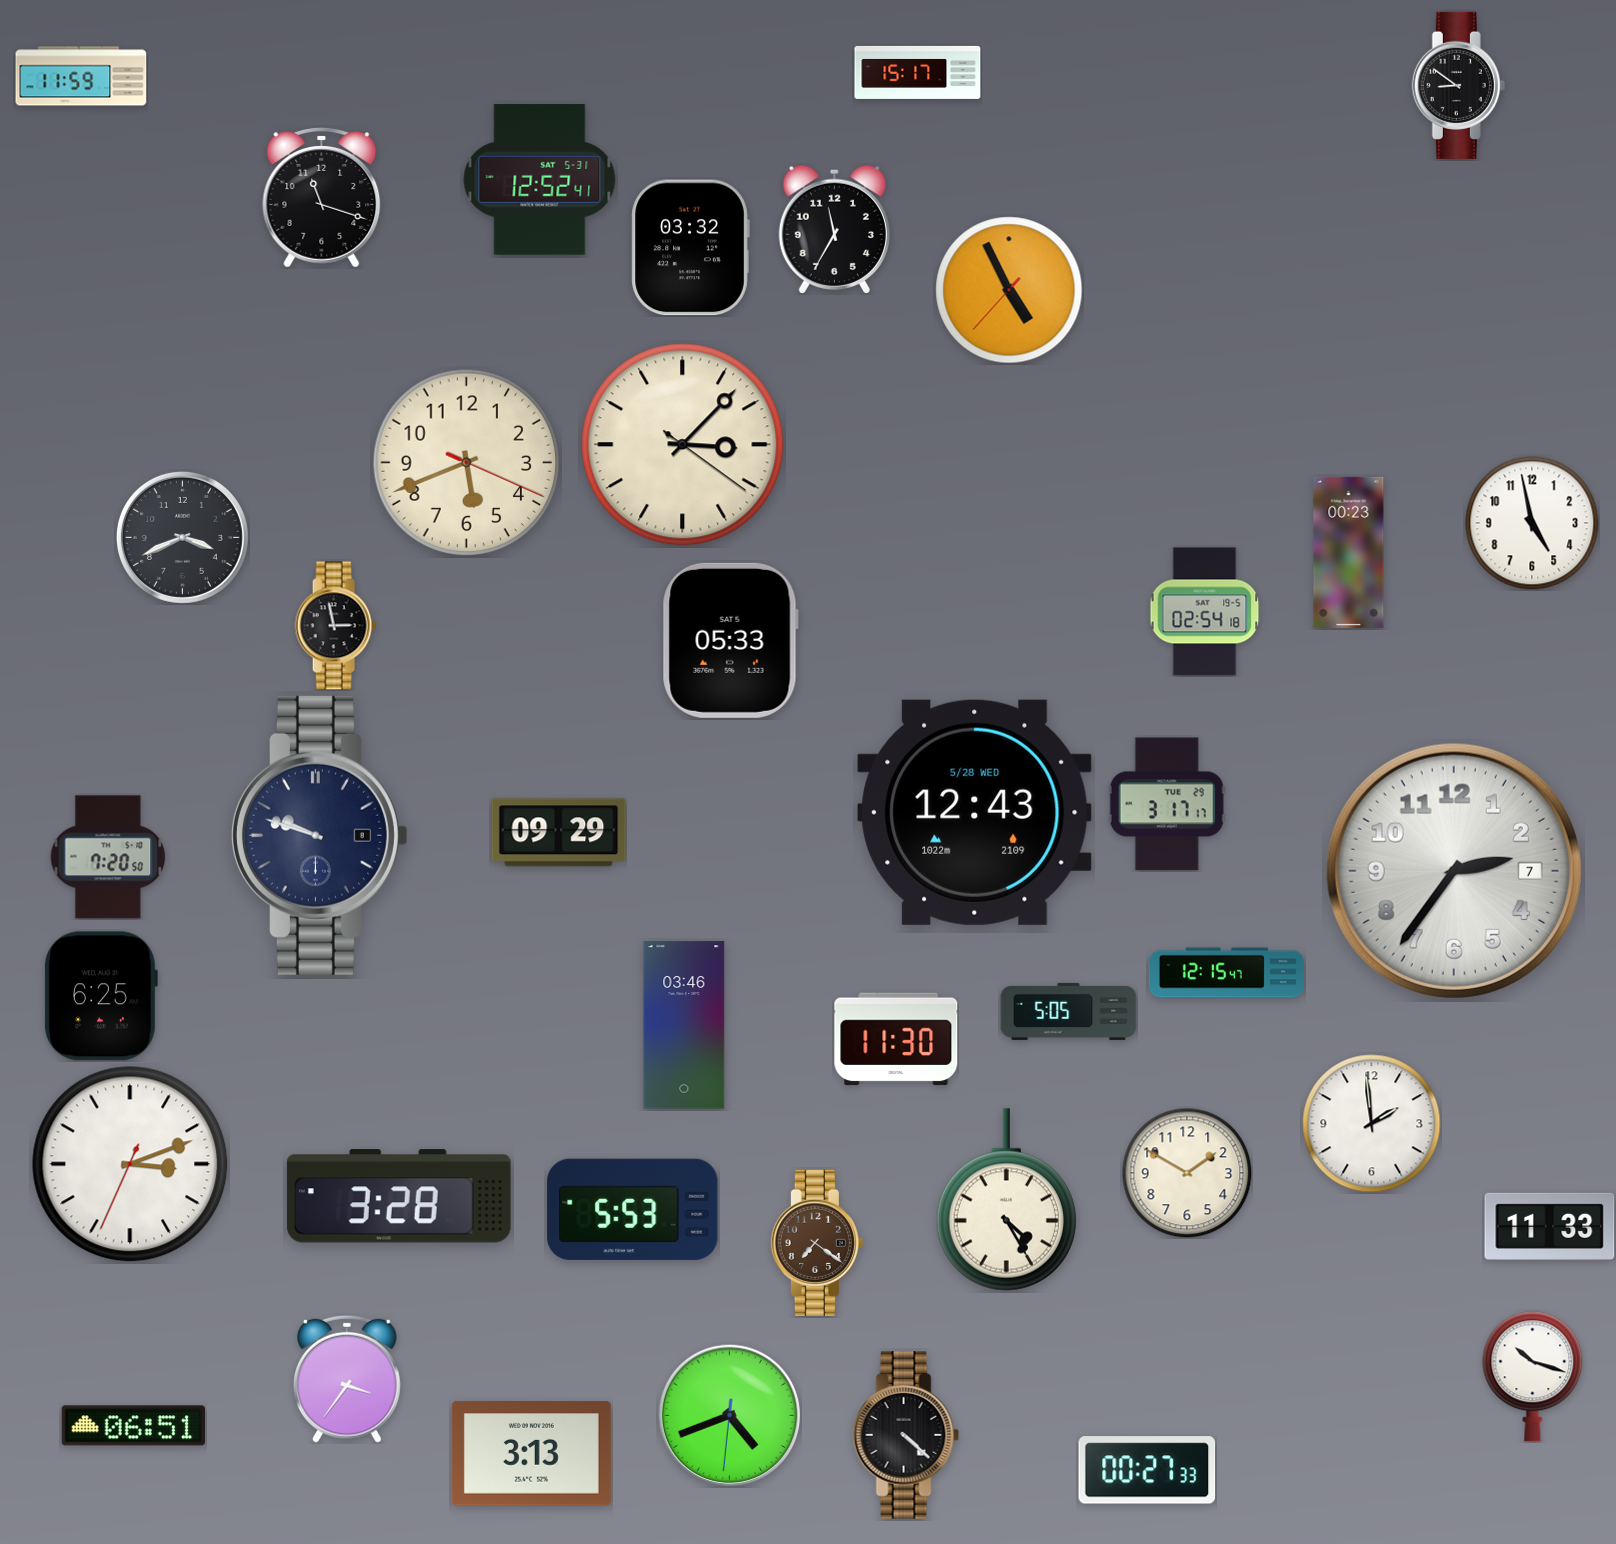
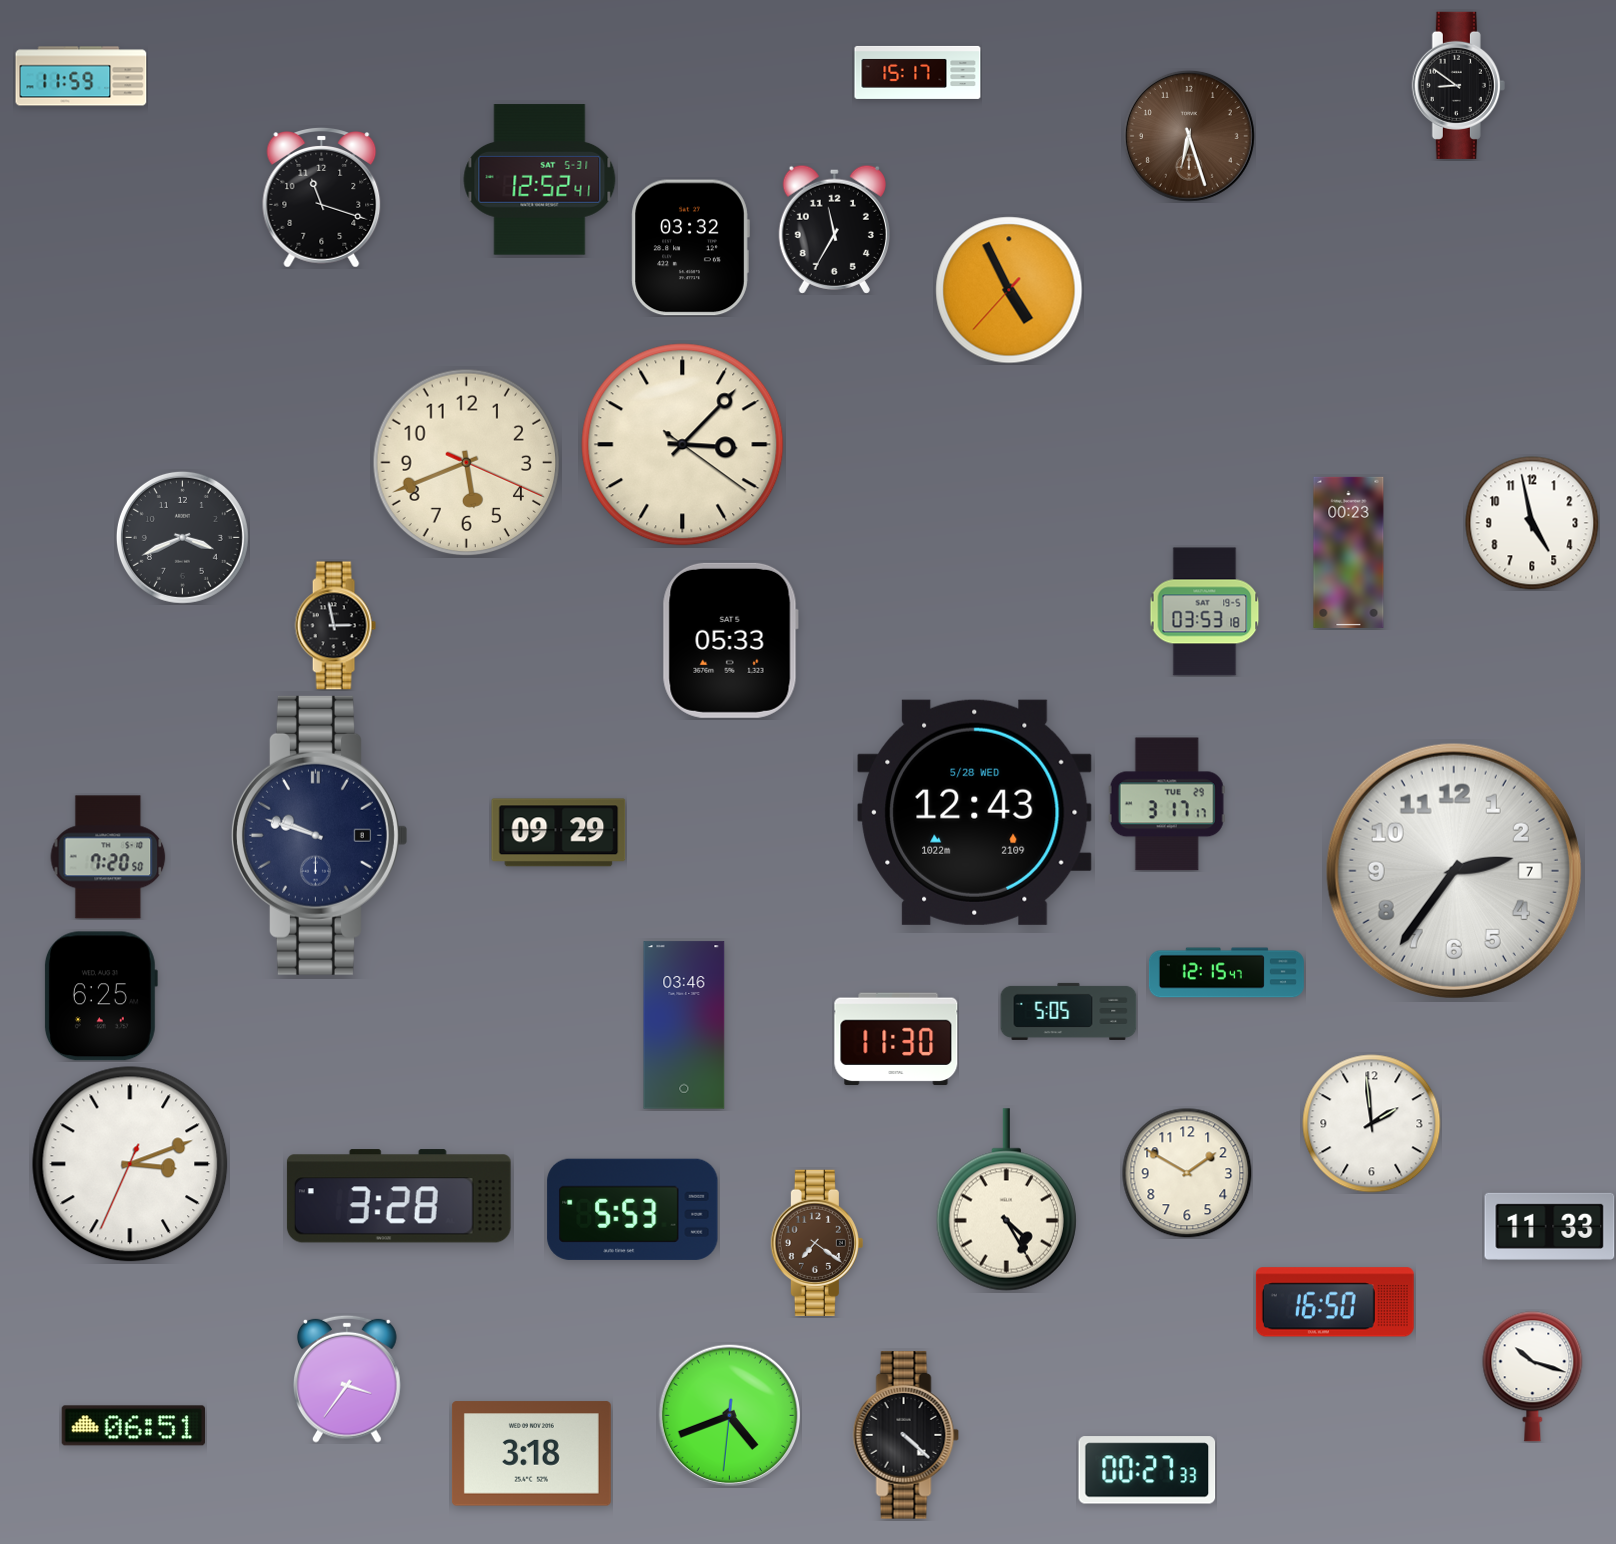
clock at (1189, 136): none -> 6:27
clock at (1205, 612): 02:54 -> 03:53
clock at (1335, 1302): none -> 16:50
clock at (531, 1454): 3:13 -> 3:18
